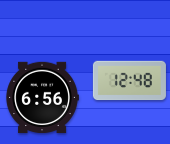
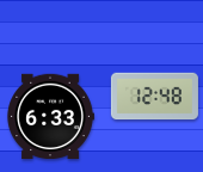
clock at (42, 98): 6:56 -> 6:33
